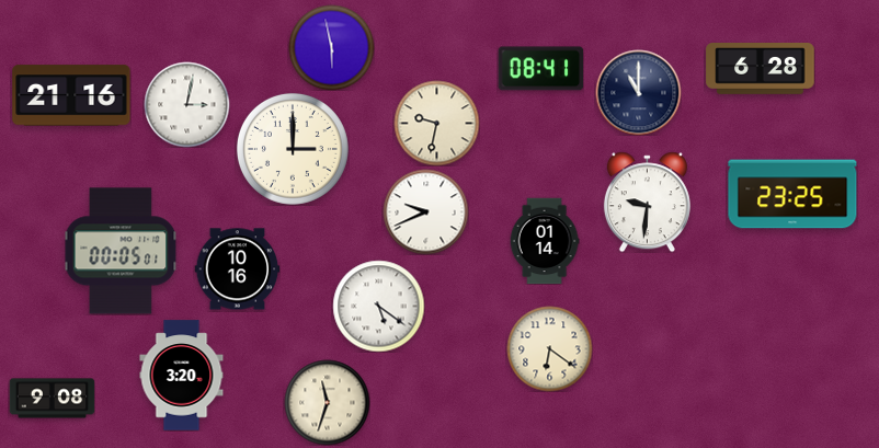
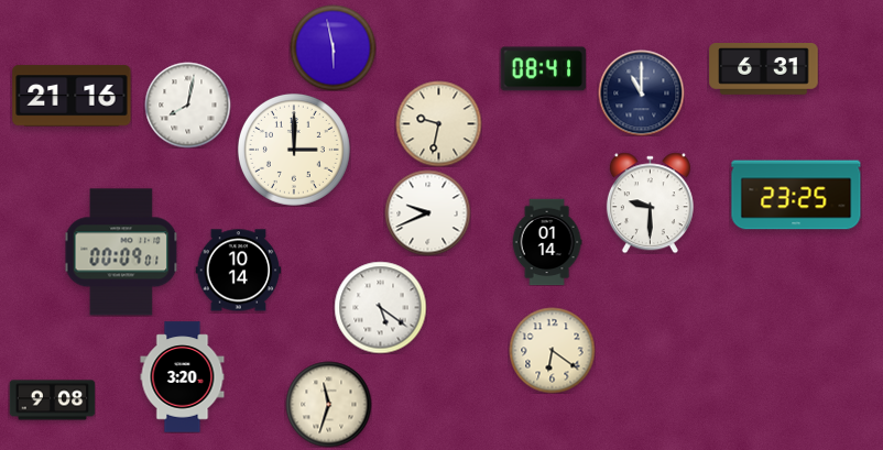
clock at (761, 69): 6:28 -> 6:31
clock at (186, 104): 3:02 -> 8:02
clock at (647, 202): 9:31 -> 9:30
clock at (121, 251): 00:05 -> 00:09
clock at (237, 269): 10:16 -> 10:14
